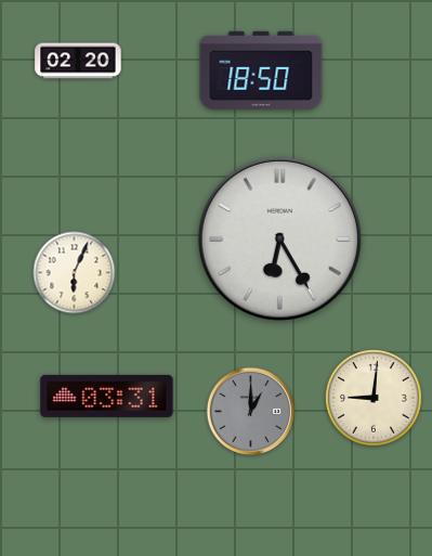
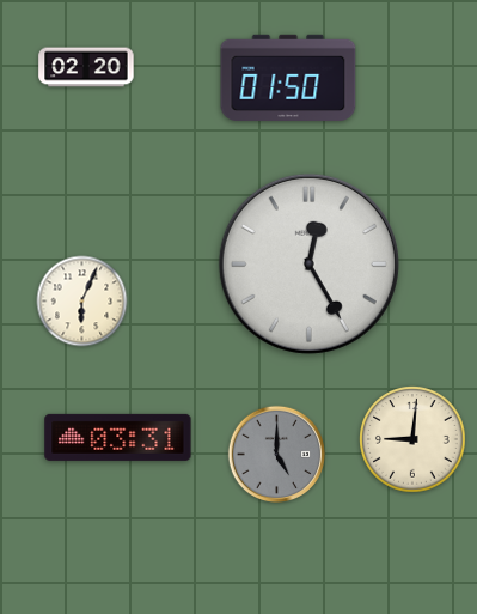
clock at (261, 70): 18:50 -> 01:50
clock at (279, 238): 6:25 -> 12:25
clock at (251, 412): 1:00 -> 5:00
